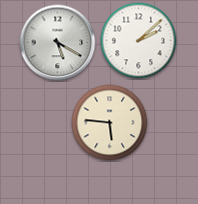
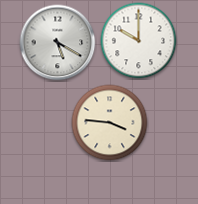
clock at (139, 41): 2:08 -> 10:00
clock at (110, 123): 5:46 -> 3:46
